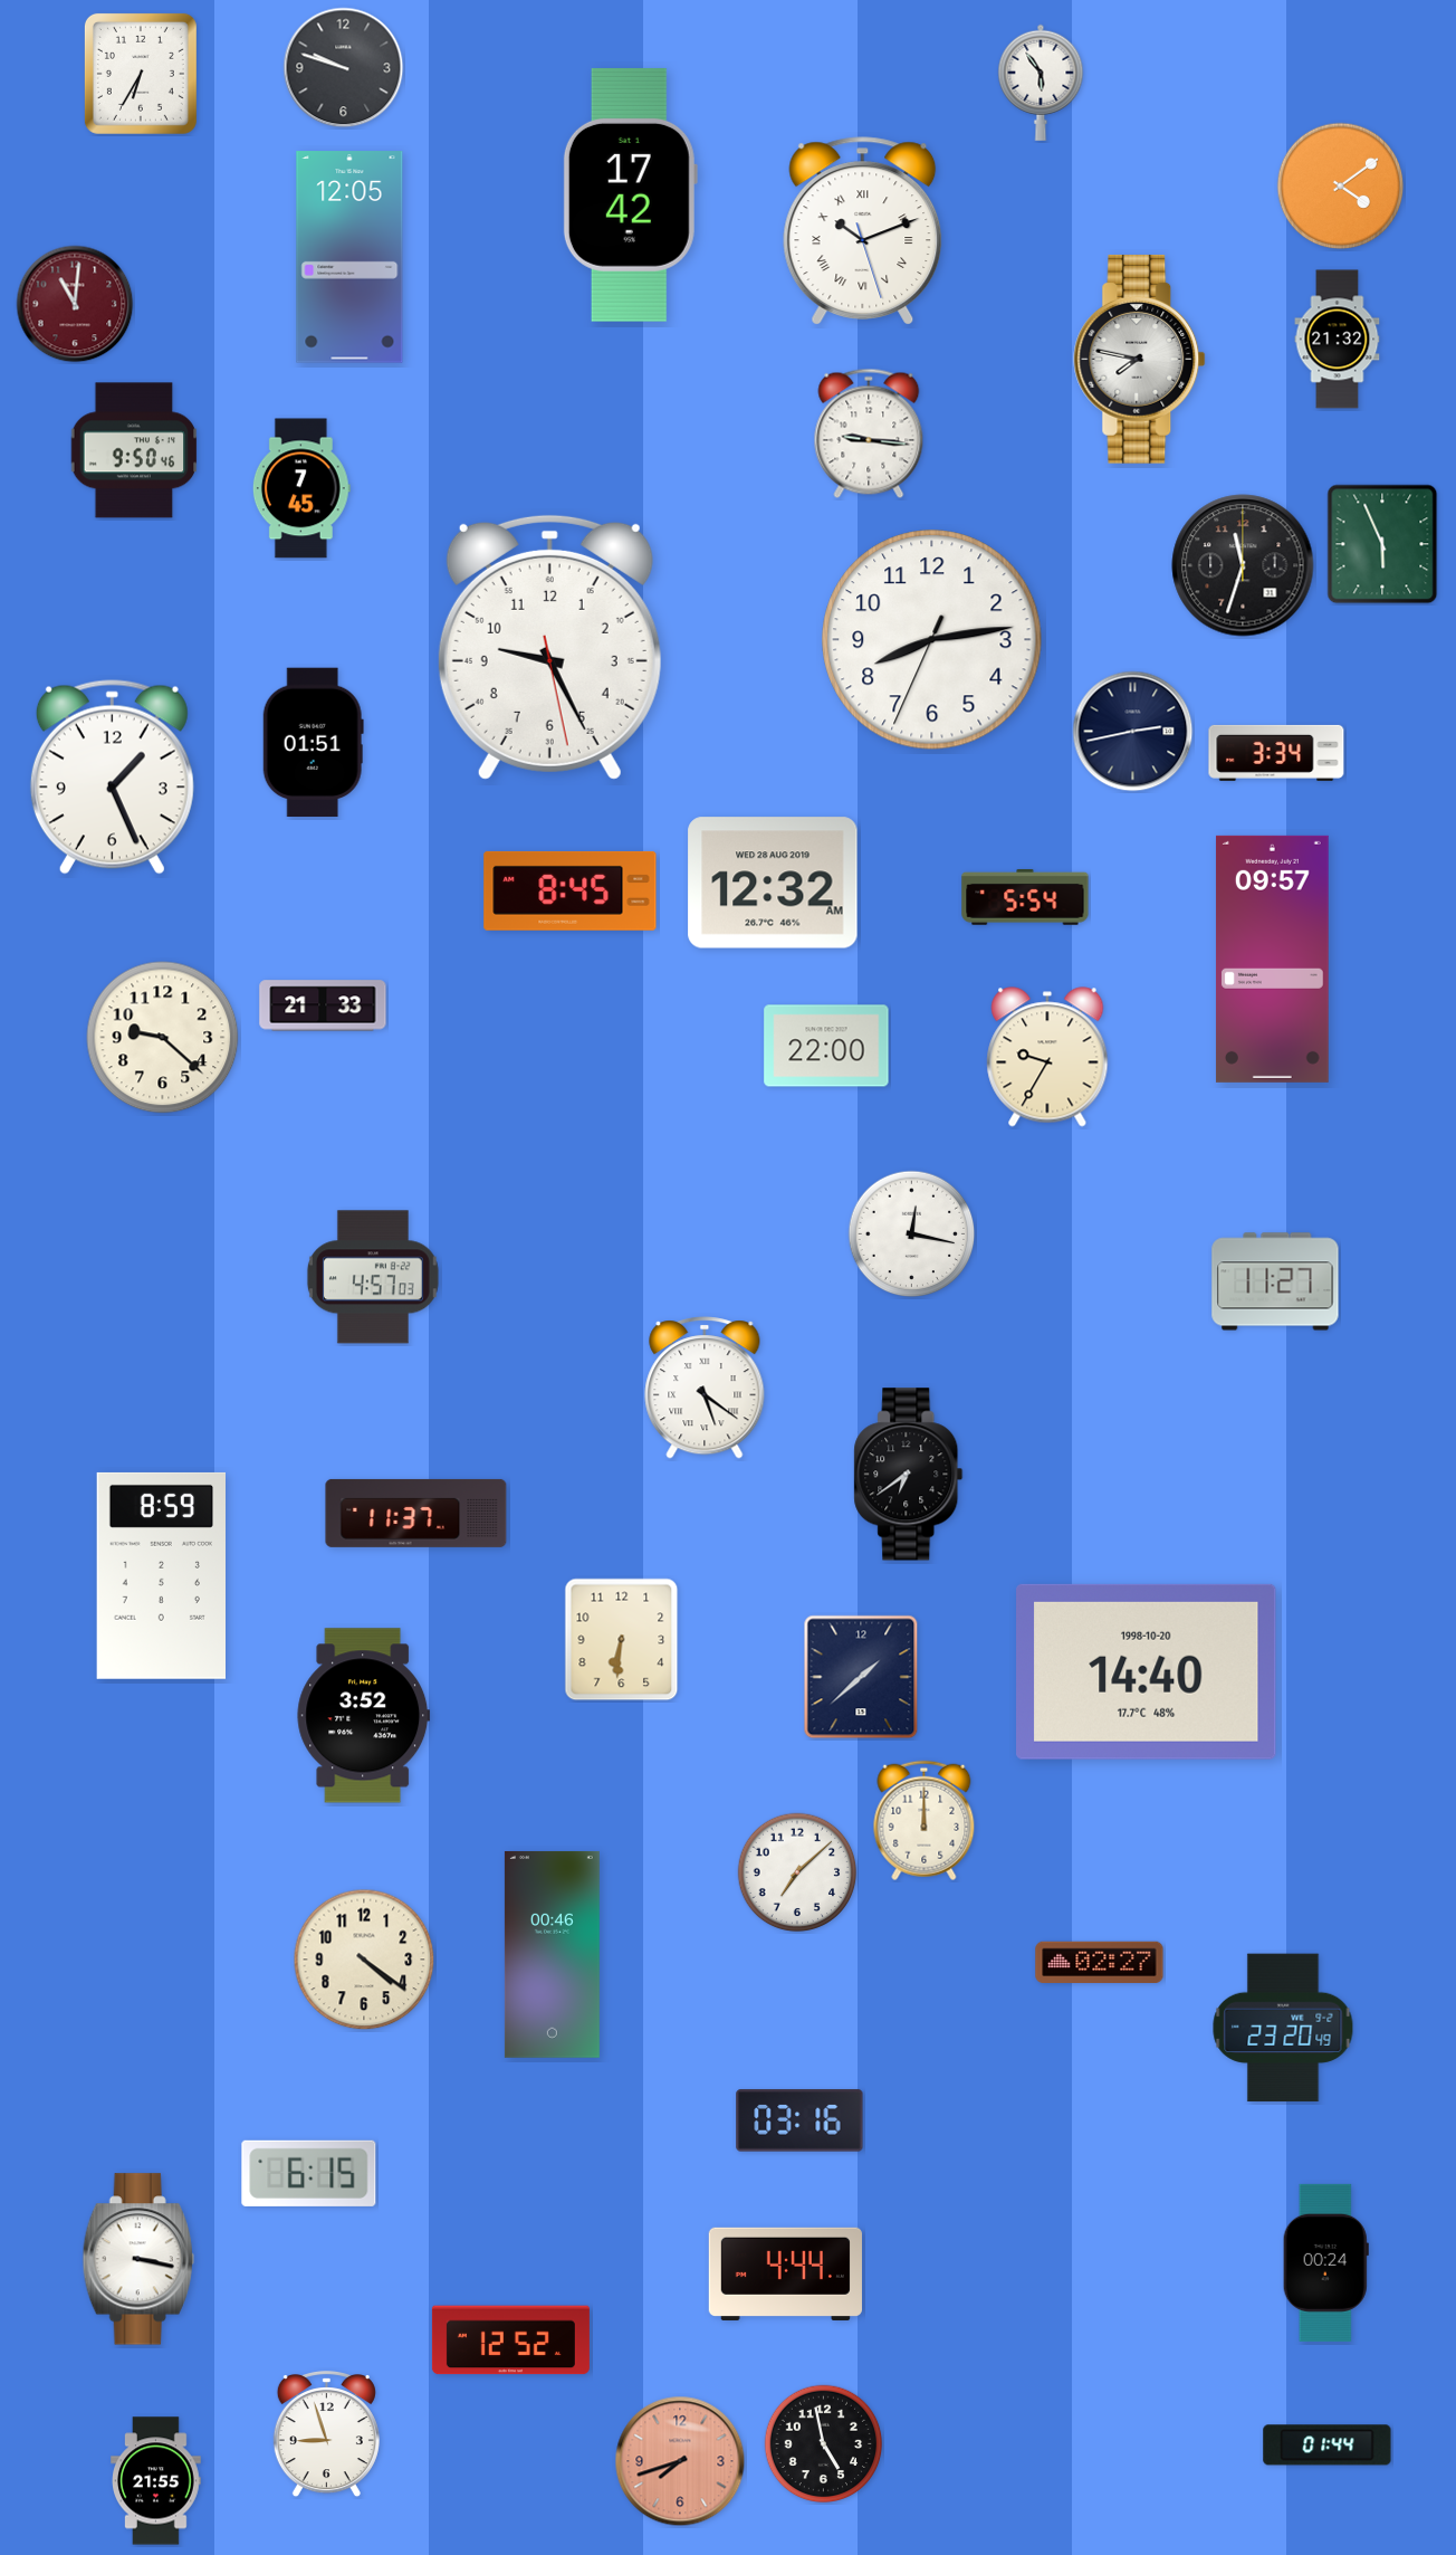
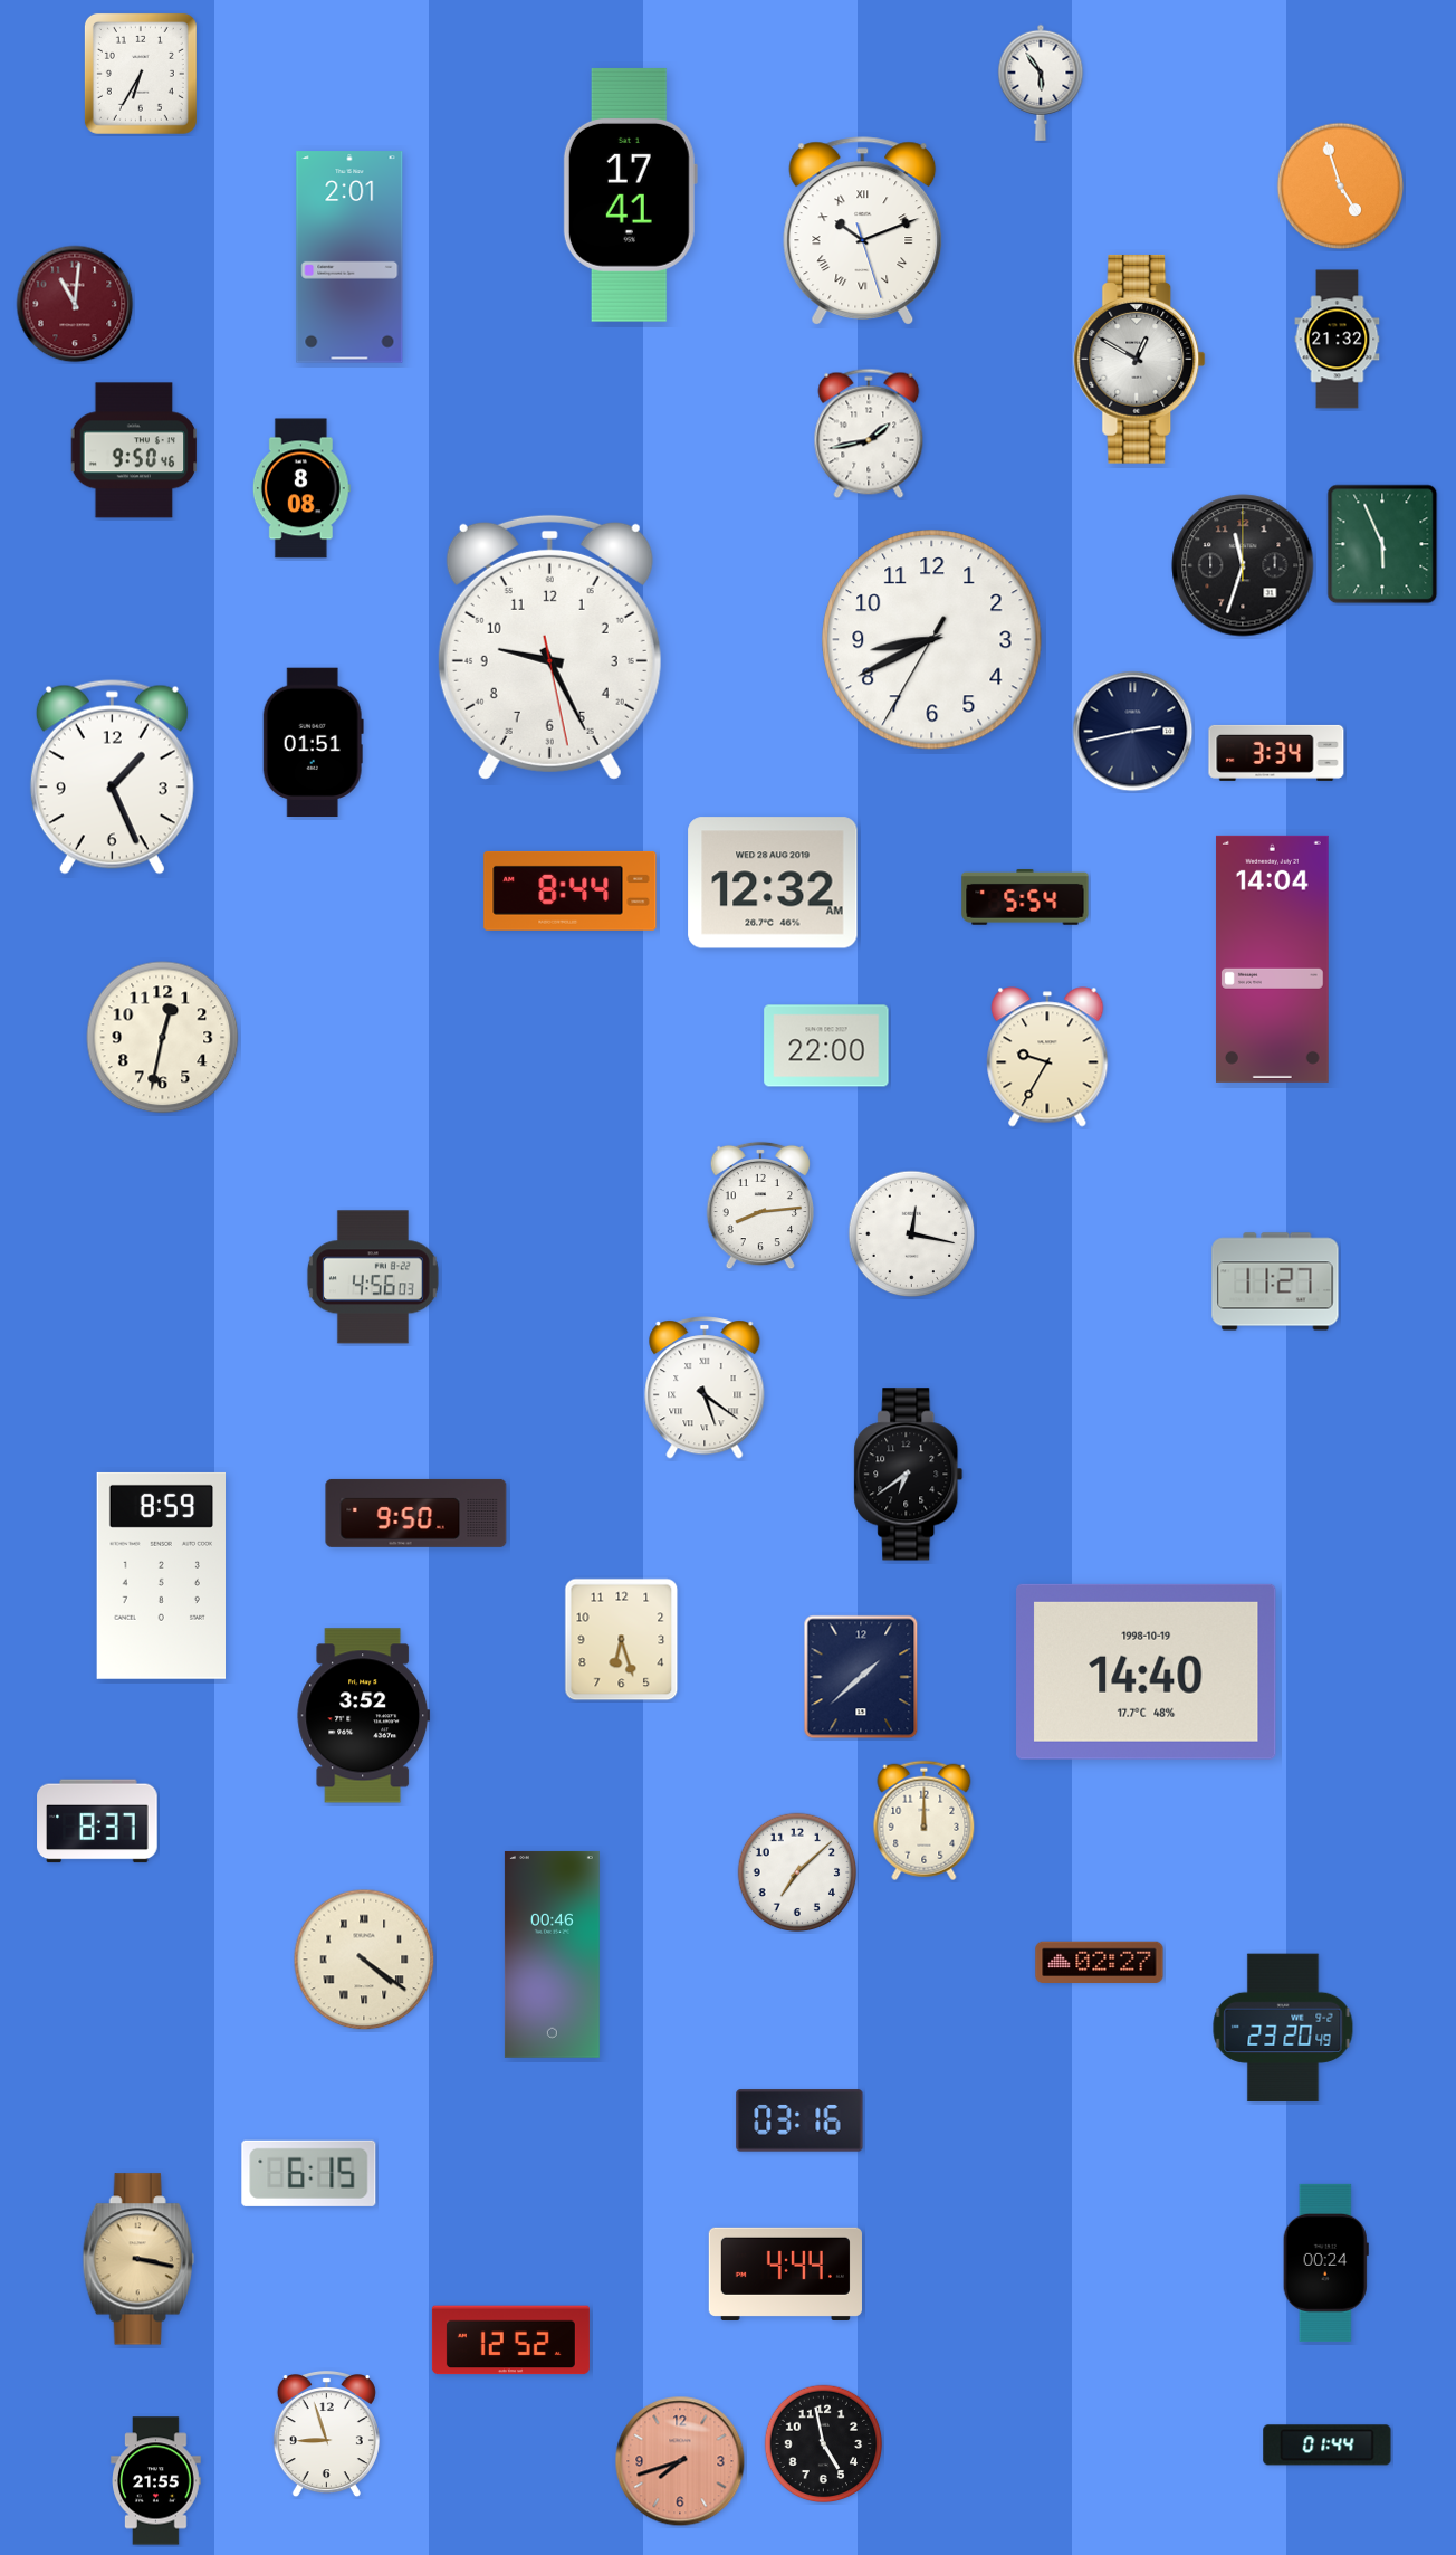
clock at (344, 68): 9:48 -> none
clock at (1341, 187): 4:09 -> 4:57
clock at (630, 194): 17:42 -> 17:41
clock at (349, 257): 12:05 -> 2:01
clock at (1140, 359): 7:47 -> 12:50
clock at (869, 433): 9:16 -> 1:43
clock at (301, 488): 7:45 -> 8:08
clock at (932, 640): 8:13 -> 8:40
clock at (571, 890): 8:45 -> 8:44
clock at (1272, 959): 09:57 -> 14:04
clock at (323, 1005): 21:33 -> none
clock at (163, 1038): 9:22 -> 12:32
clock at (760, 1205): none -> 8:14
clock at (373, 1277): 4:57 -> 4:56
clock at (416, 1513): 11:37 -> 9:50
clock at (622, 1640): 6:31 -> 6:27
clock at (1147, 1671) date: 1998-10-20 -> 1998-10-19
clock at (97, 1821): none -> 8:37
clock at (364, 1960) numerals: Arabic -> Roman
clock at (138, 2259) dial: white -> champagne
